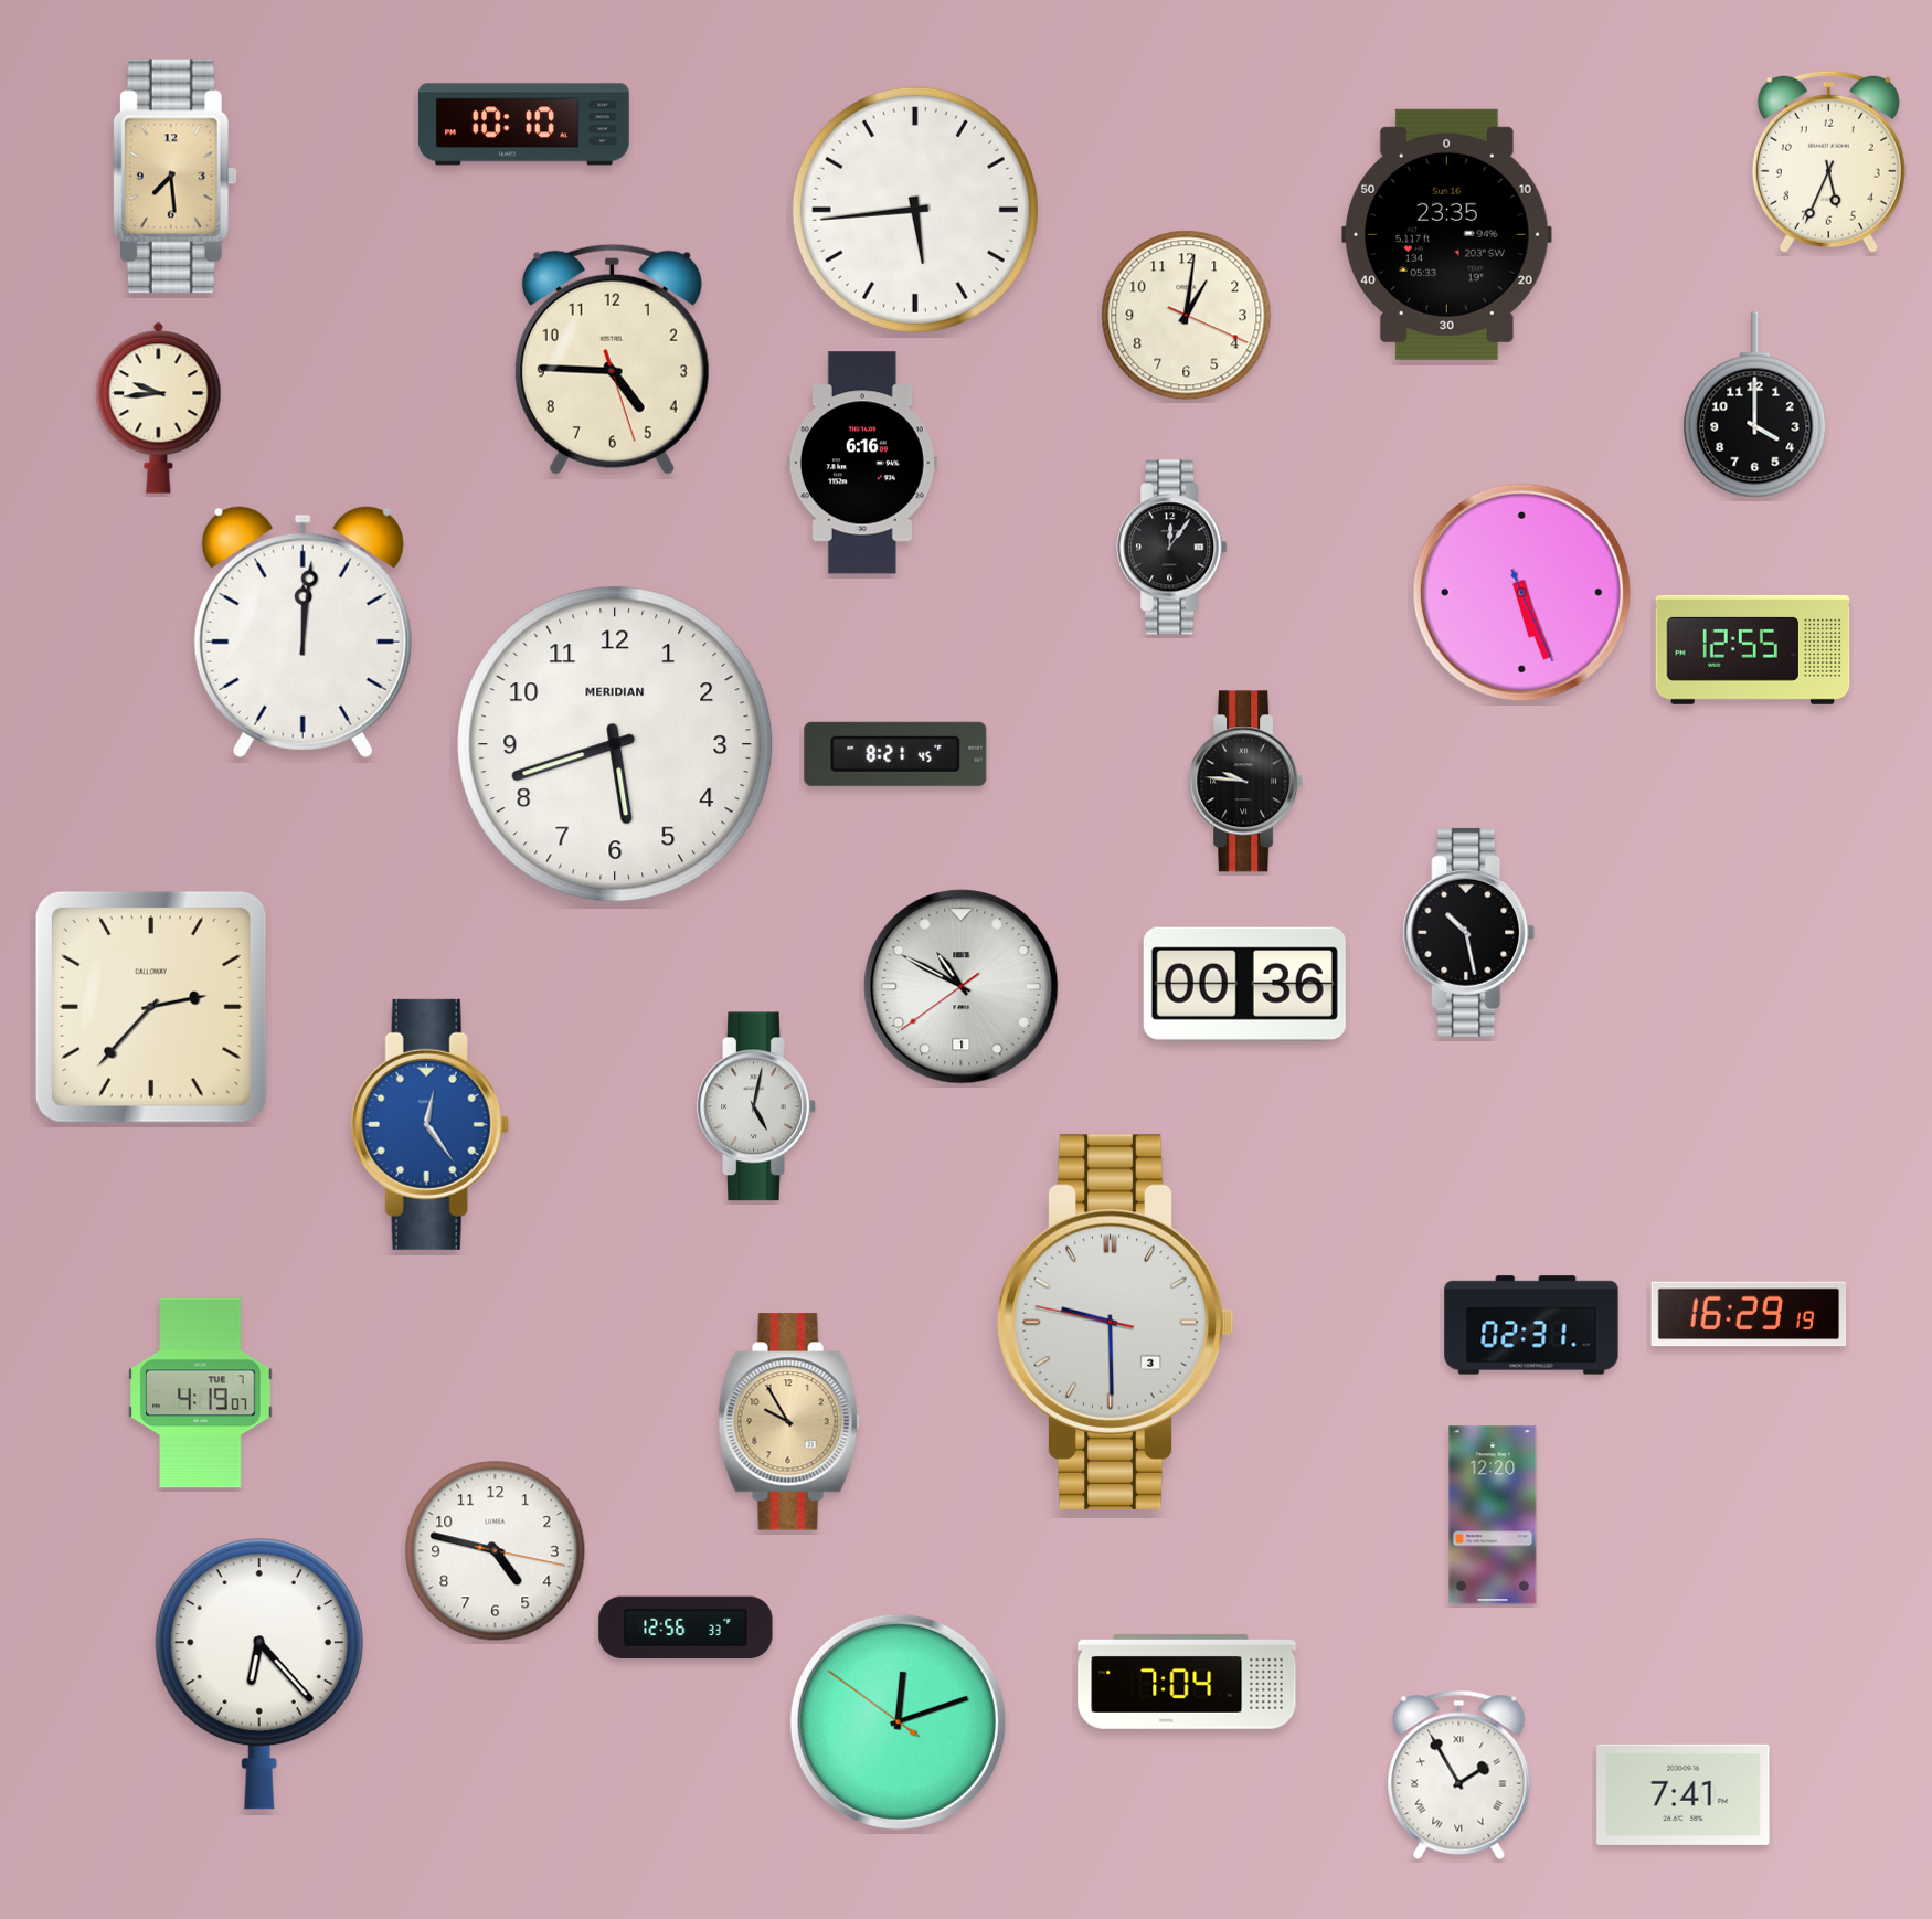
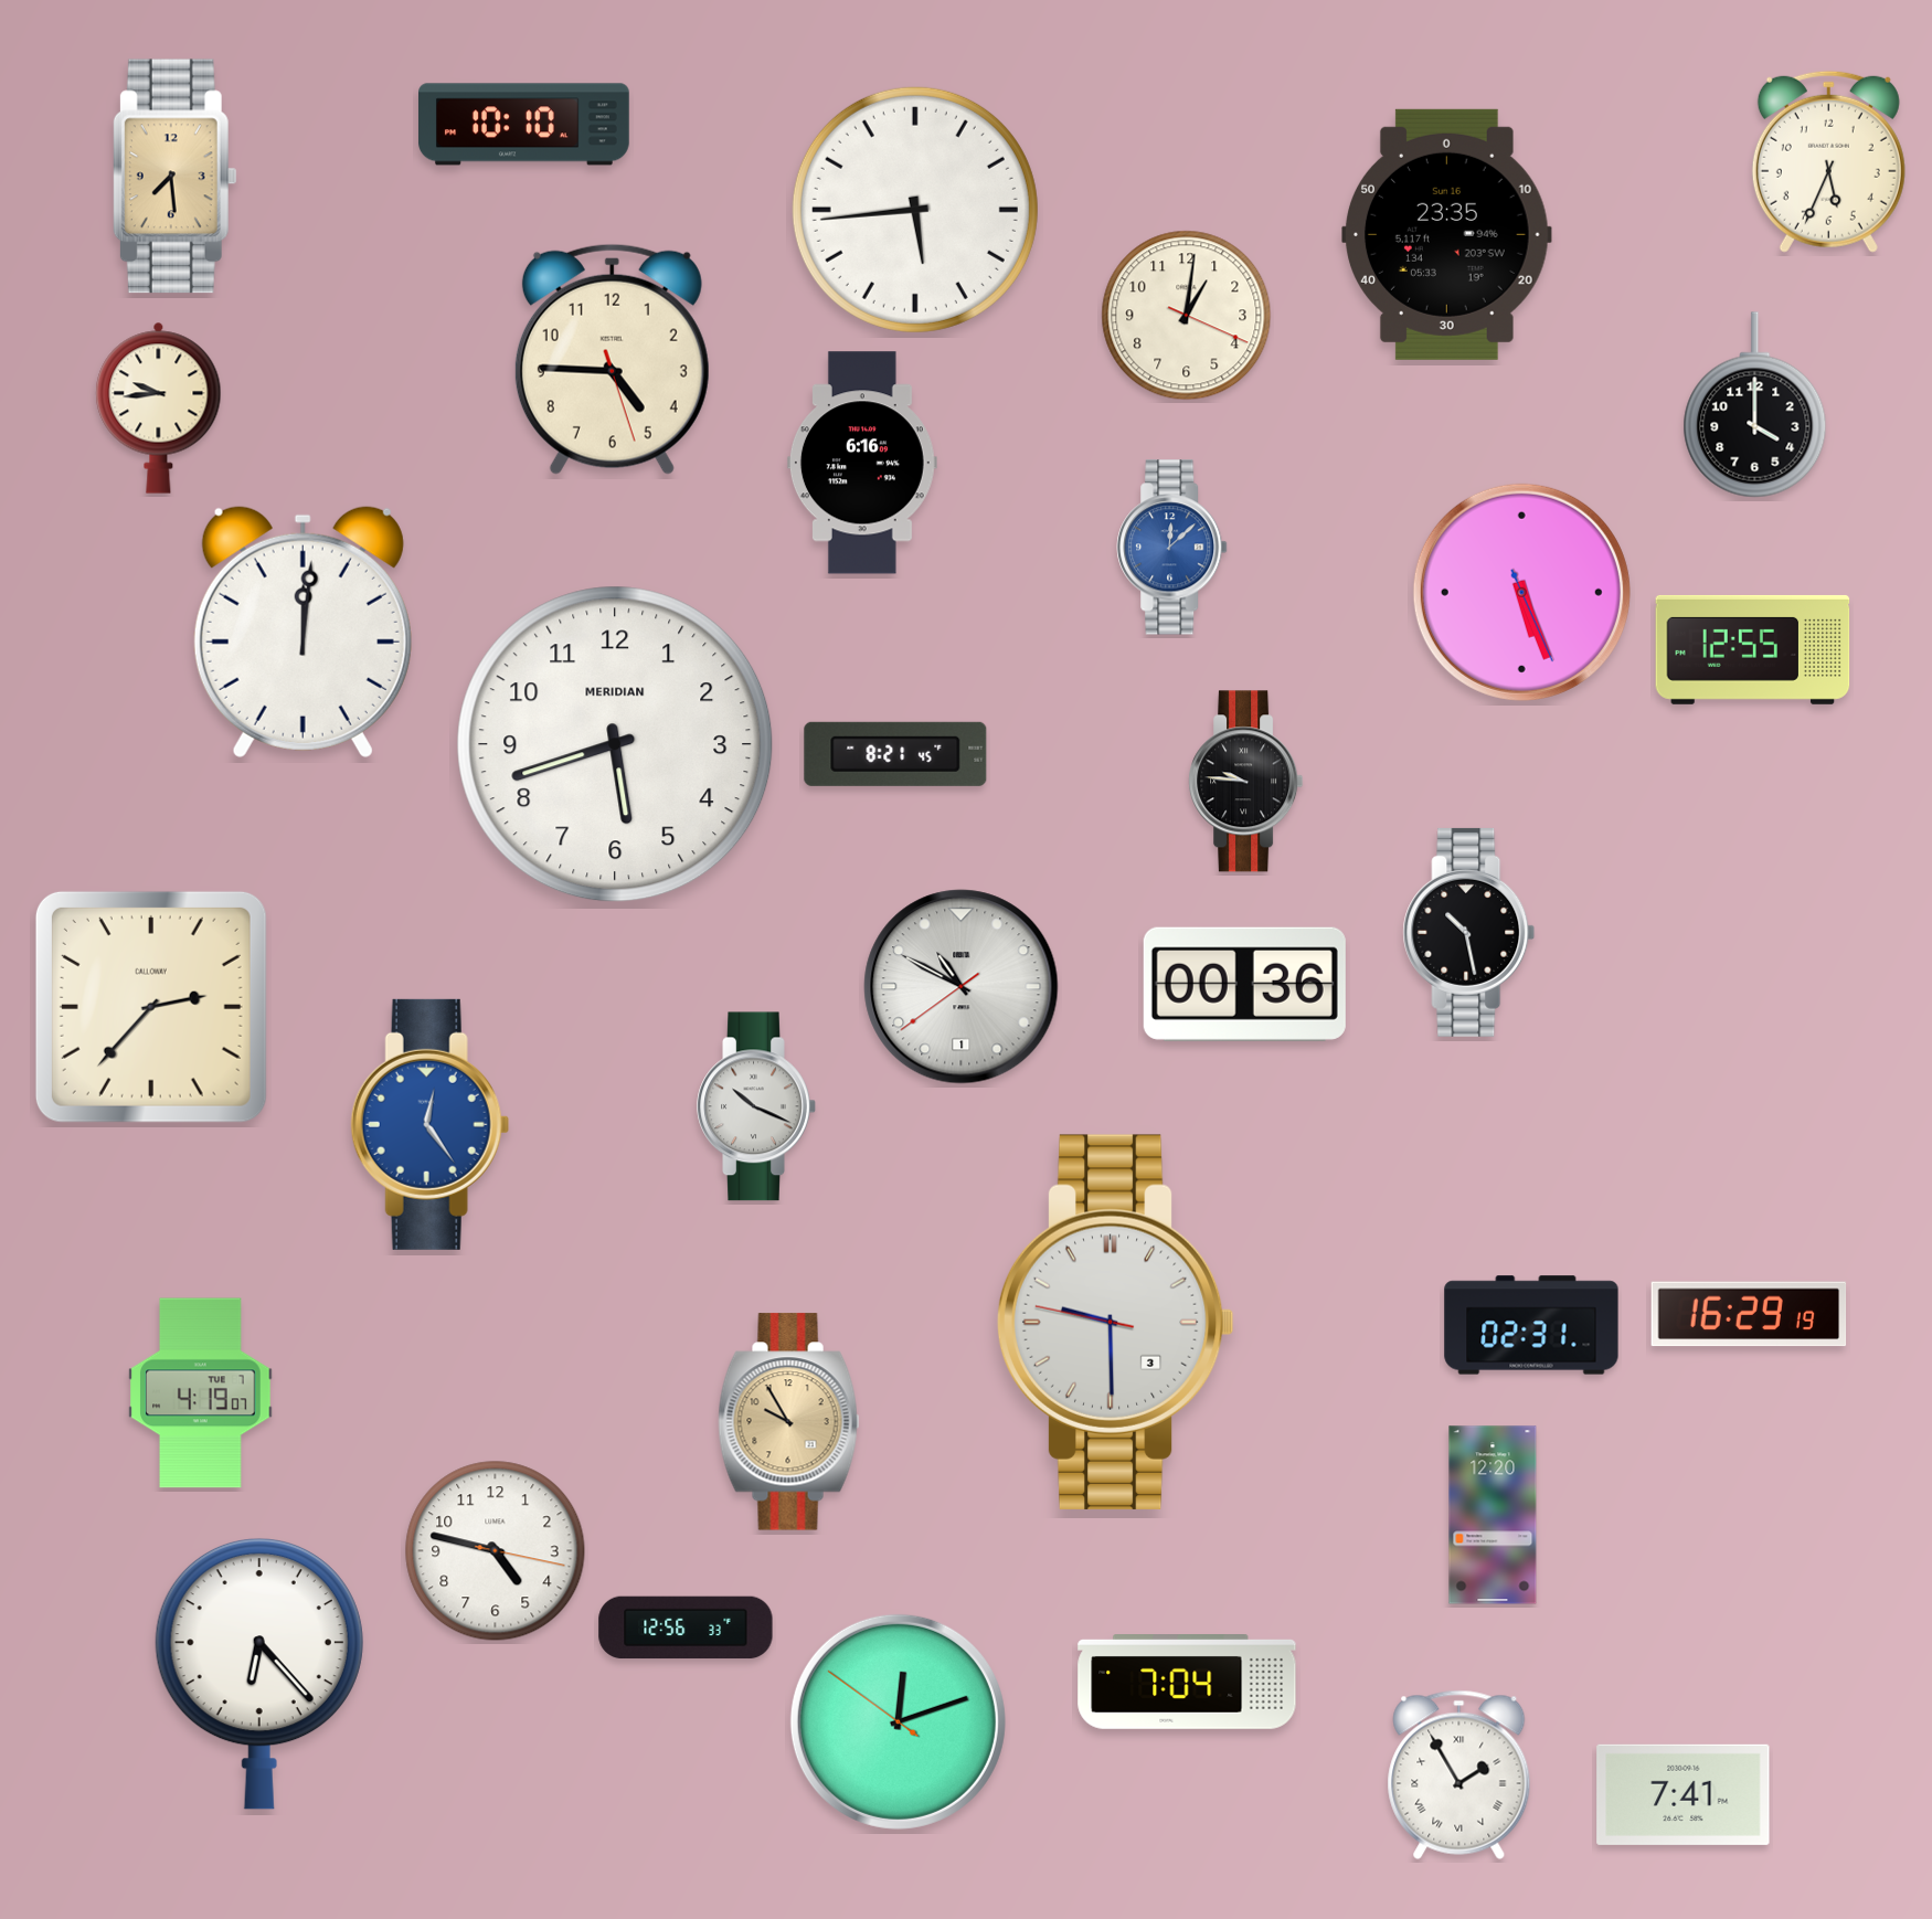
clock at (1172, 548): 12:06 -> 12:08
clock at (1172, 548) dial: black -> blue
clock at (756, 1106): 5:02 -> 10:19
